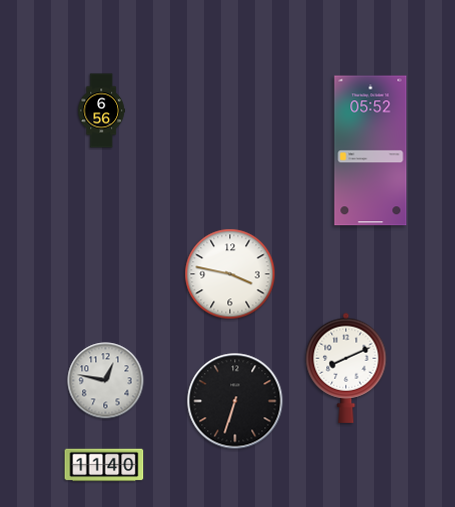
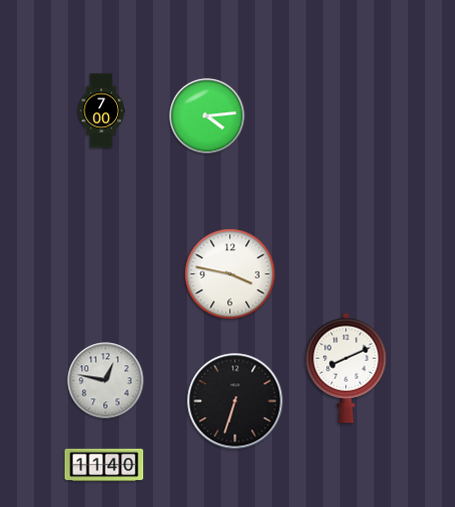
clock at (102, 111): 6:56 -> 7:00
clock at (207, 116): none -> 4:14
clock at (371, 151): 05:52 -> none
